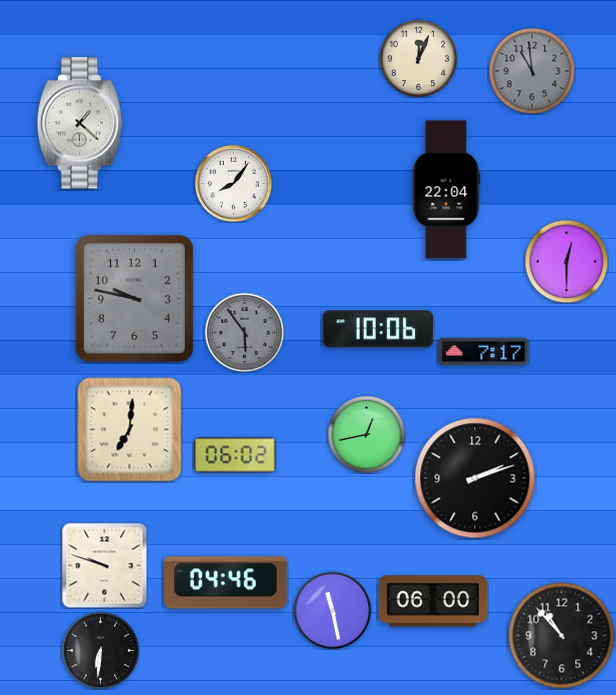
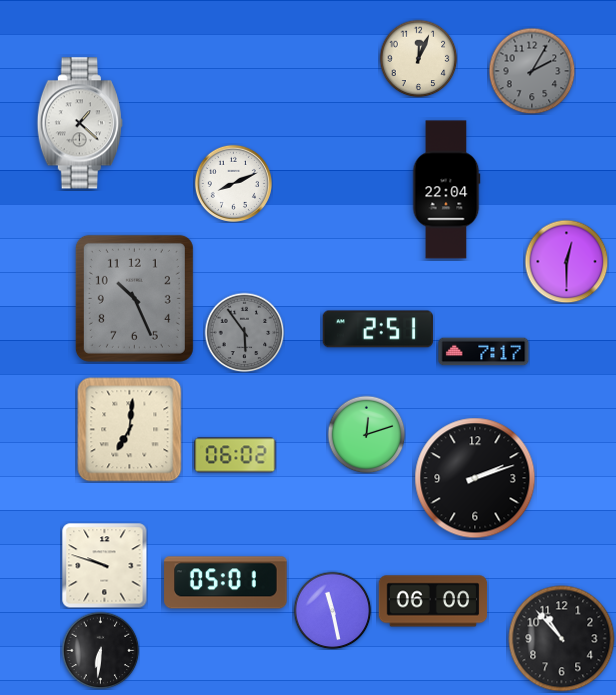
clock at (532, 71): 10:59 -> 2:05
clock at (233, 183): 8:06 -> 8:11
clock at (134, 298): 9:47 -> 10:26
clock at (378, 329): 10:06 -> 2:51
clock at (366, 434): 12:43 -> 12:12
clock at (226, 583): 04:46 -> 05:01
clock at (562, 636) position: (562, 636) -> (562, 639)
